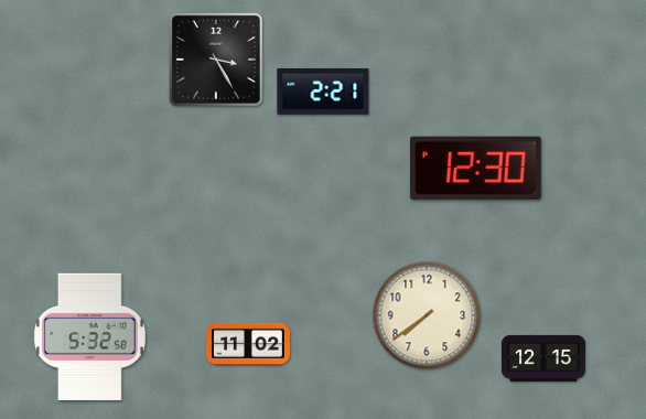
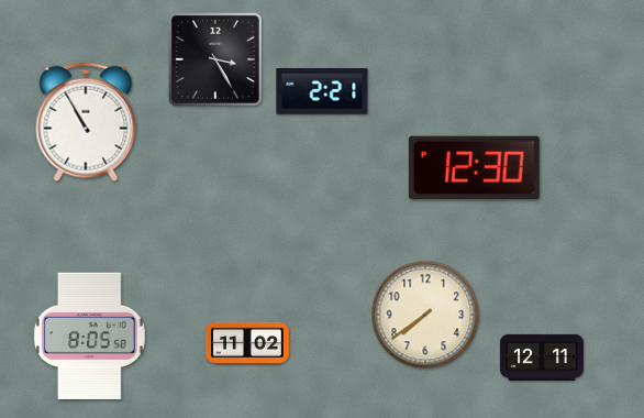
clock at (86, 122): none -> 10:55
clock at (89, 336): 5:32 -> 8:05
clock at (543, 358): 12:15 -> 12:11
